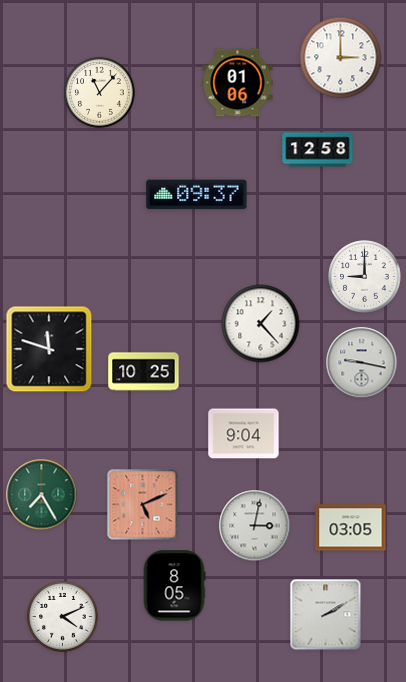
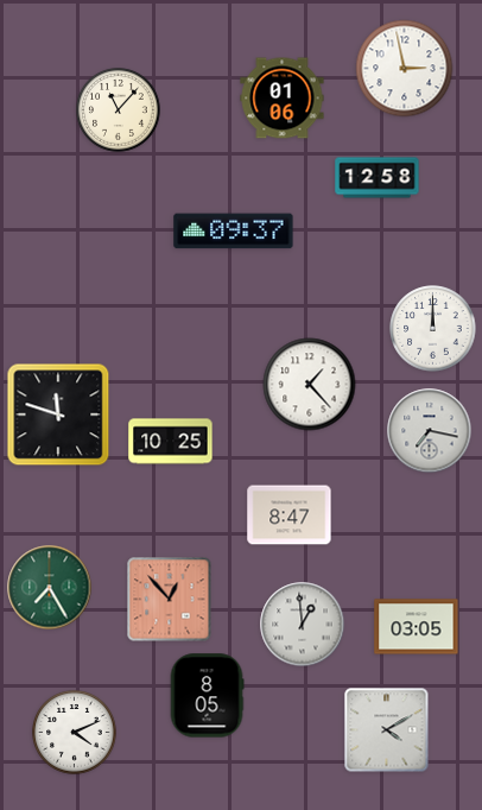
clock at (341, 58): 3:00 -> 2:58
clock at (365, 277): 9:00 -> 12:00
clock at (362, 363): 9:17 -> 7:17
clock at (244, 434): 9:04 -> 8:47
clock at (143, 505): 5:11 -> 12:53
clock at (255, 526): 3:02 -> 12:59
clock at (326, 615): 2:10 -> 4:10
